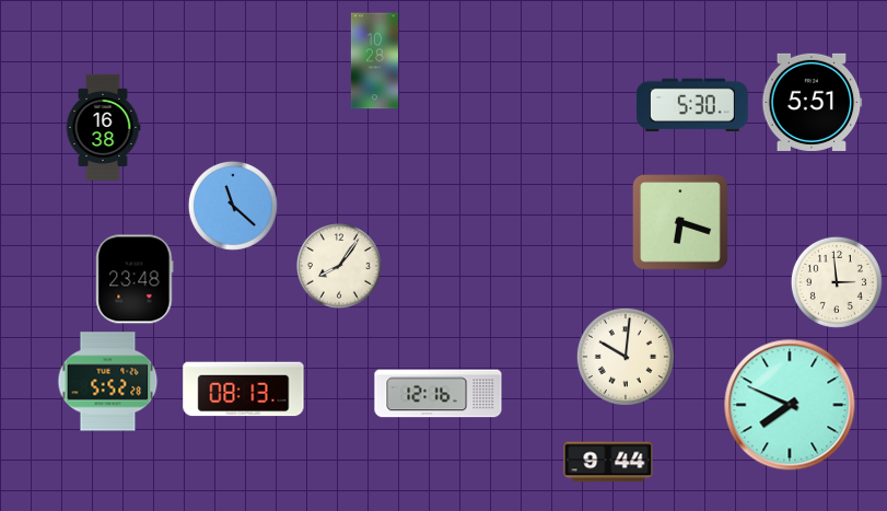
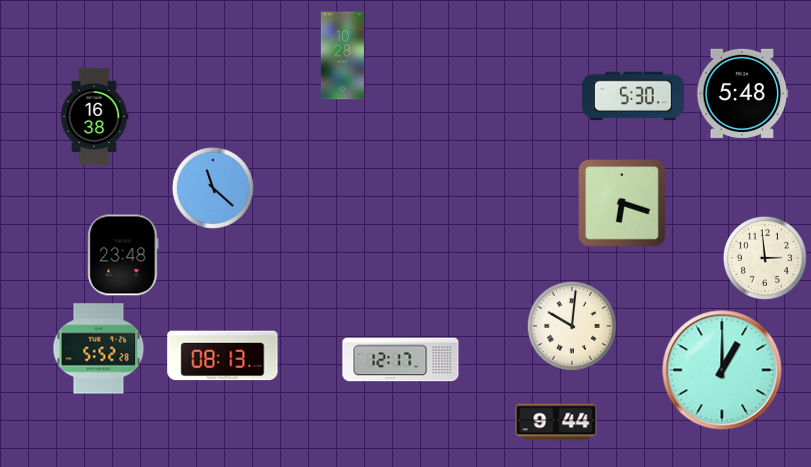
clock at (813, 102): 5:51 -> 5:48
clock at (339, 266): 8:06 -> none
clock at (439, 394): 12:16 -> 12:17
clock at (790, 405): 7:49 -> 1:00
